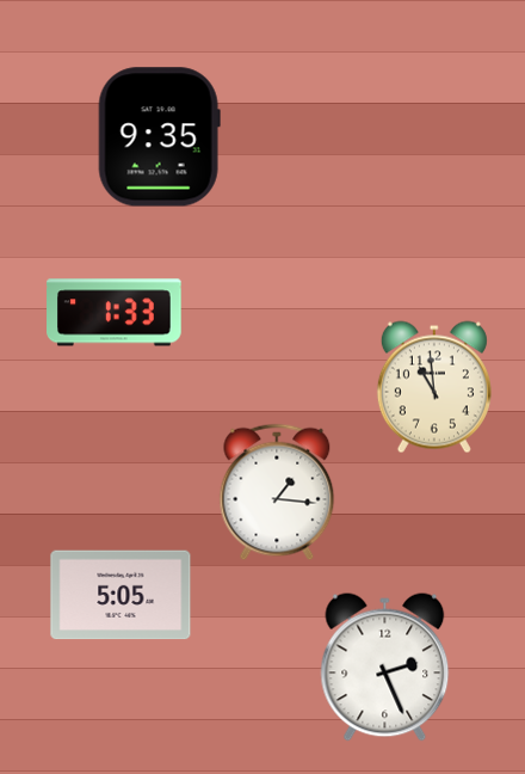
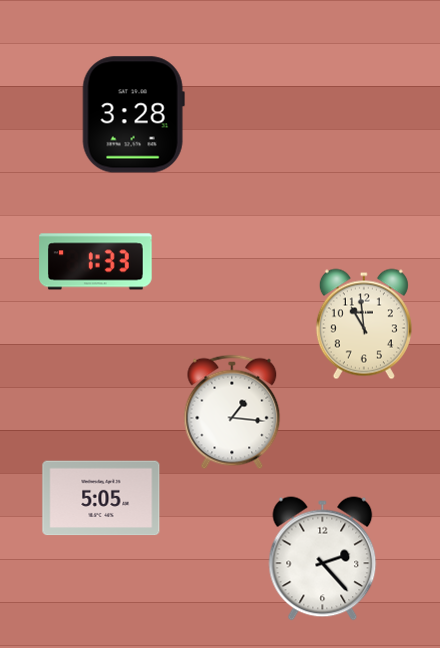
clock at (159, 137): 9:35 -> 3:28
clock at (385, 668): 2:26 -> 2:23
